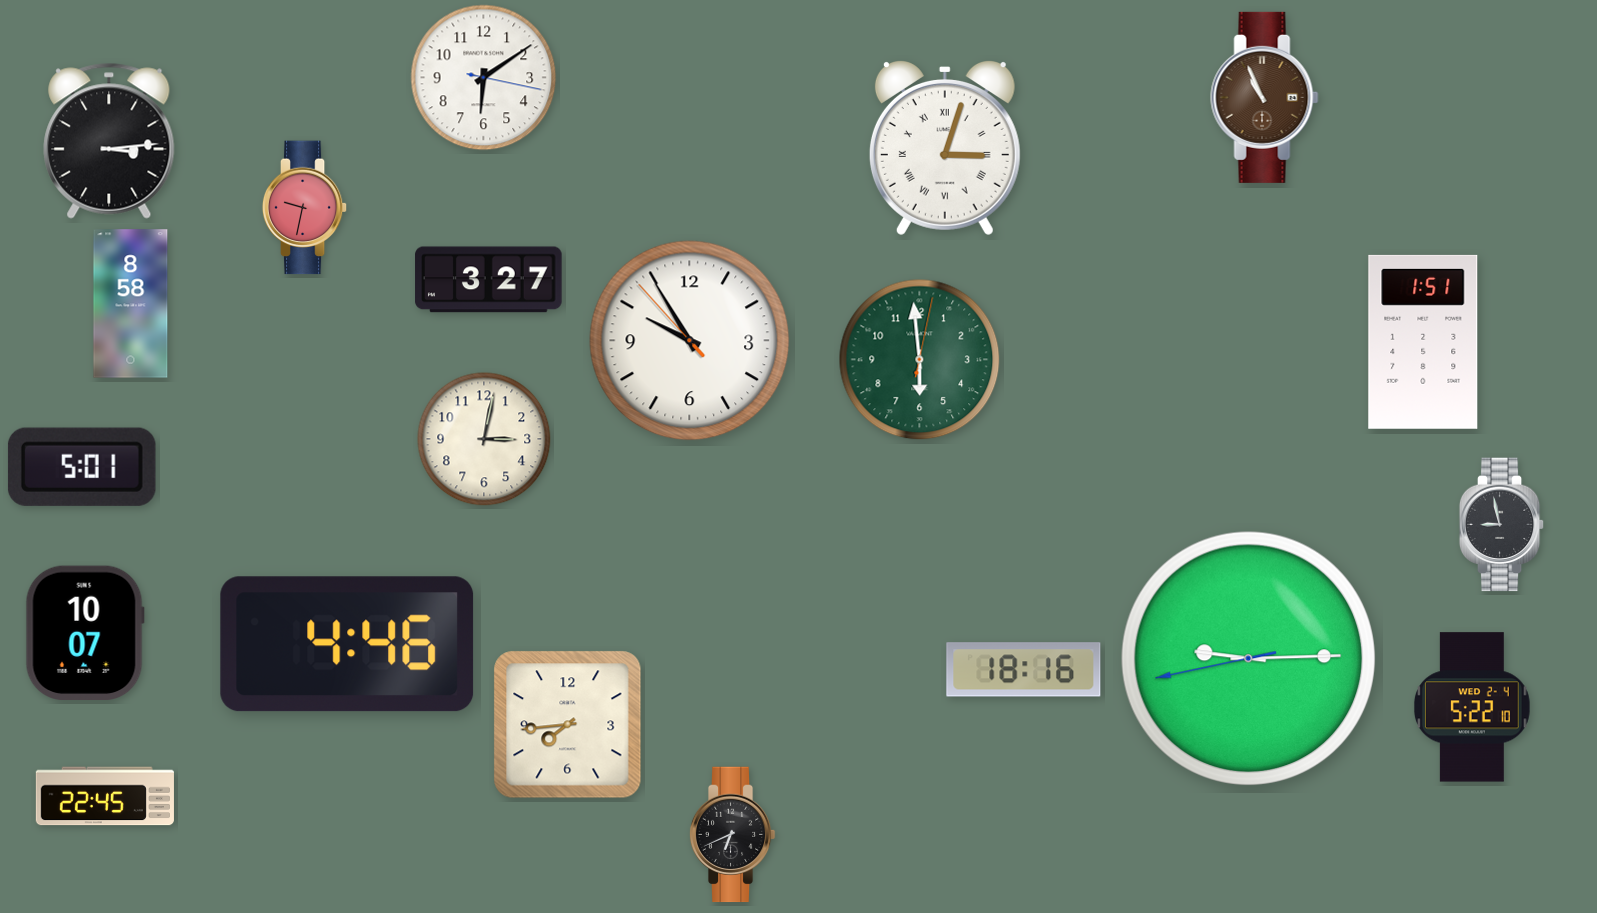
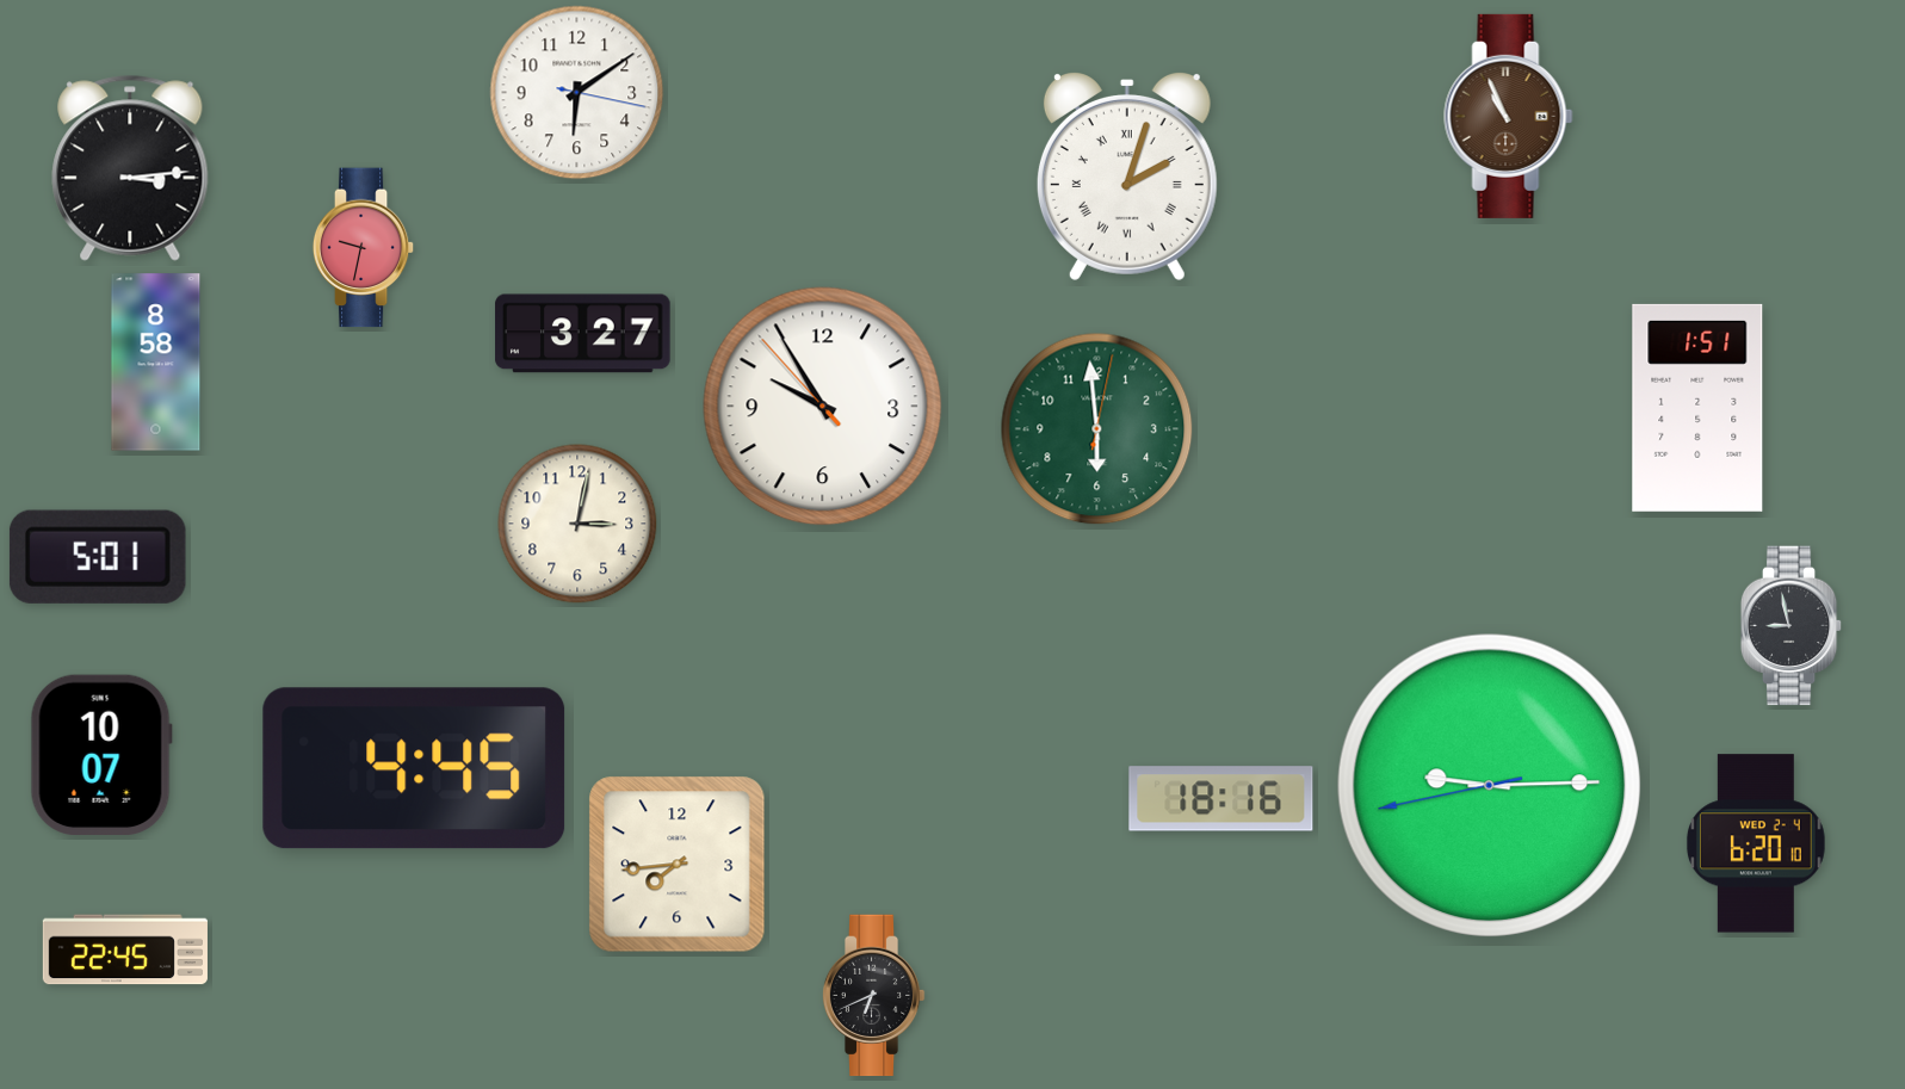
clock at (945, 148): 3:03 -> 2:03
clock at (347, 644): 4:46 -> 4:45
clock at (1472, 707): 5:22 -> 6:20
